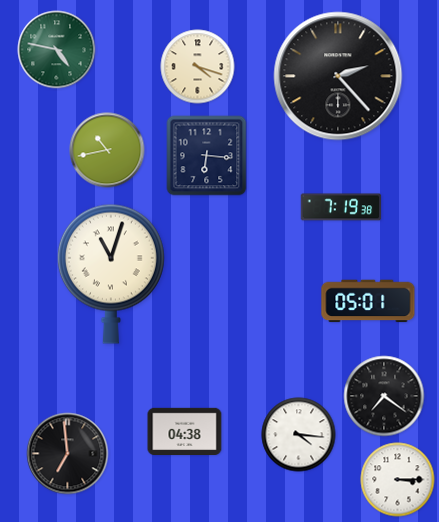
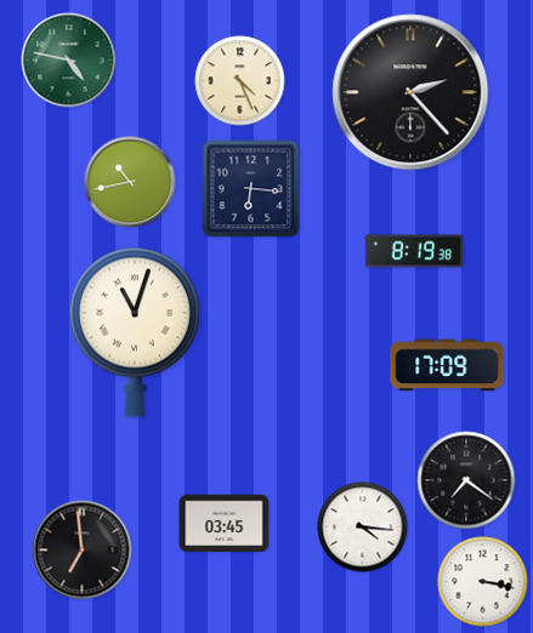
clock at (198, 67): 4:18 -> 4:26
clock at (341, 207): 7:19 -> 8:19
clock at (368, 301): 05:01 -> 17:09
clock at (185, 431): 04:38 -> 03:45
clock at (398, 480): 3:15 -> 3:17
